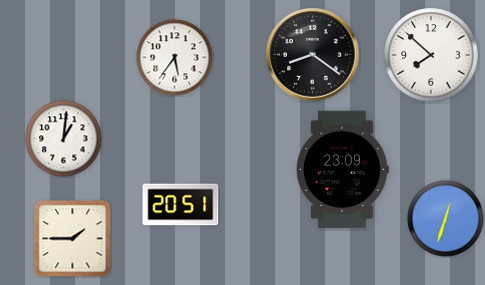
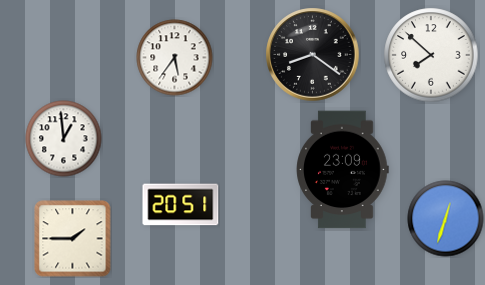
clock at (64, 139): 1:01 -> 12:59
